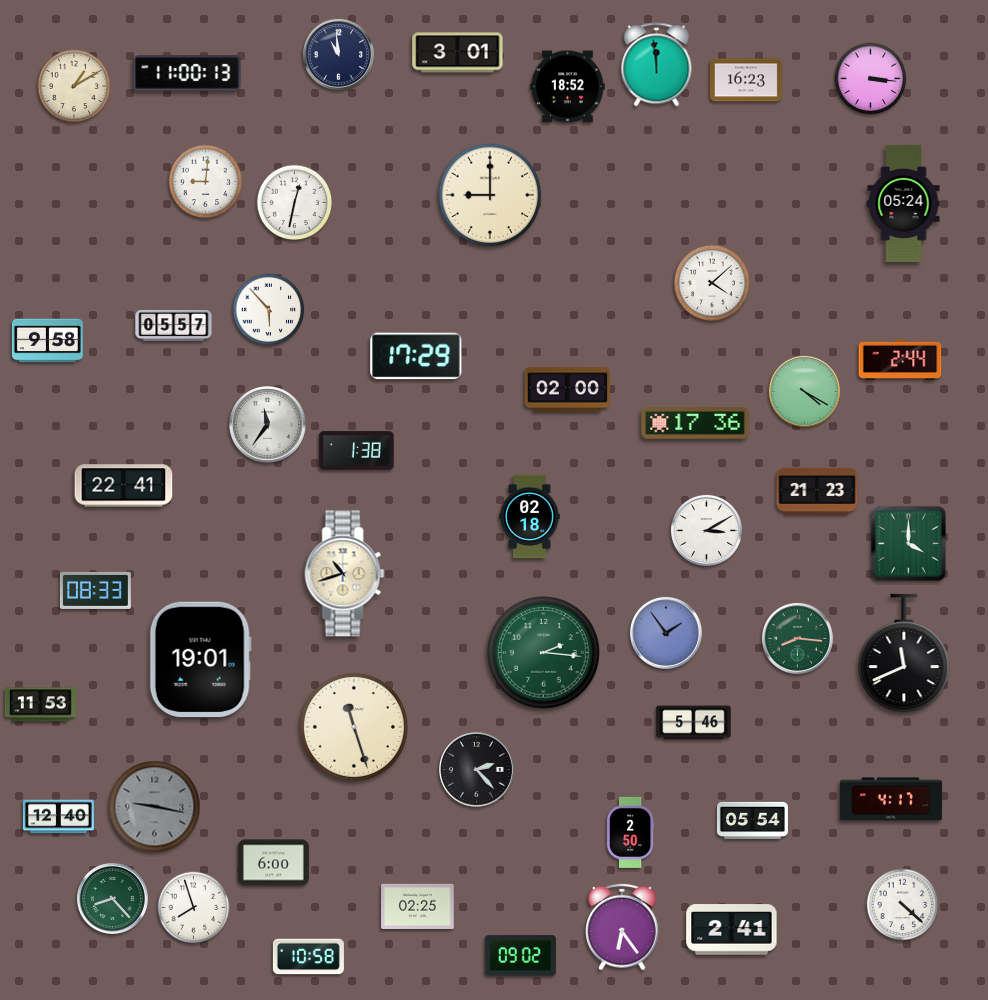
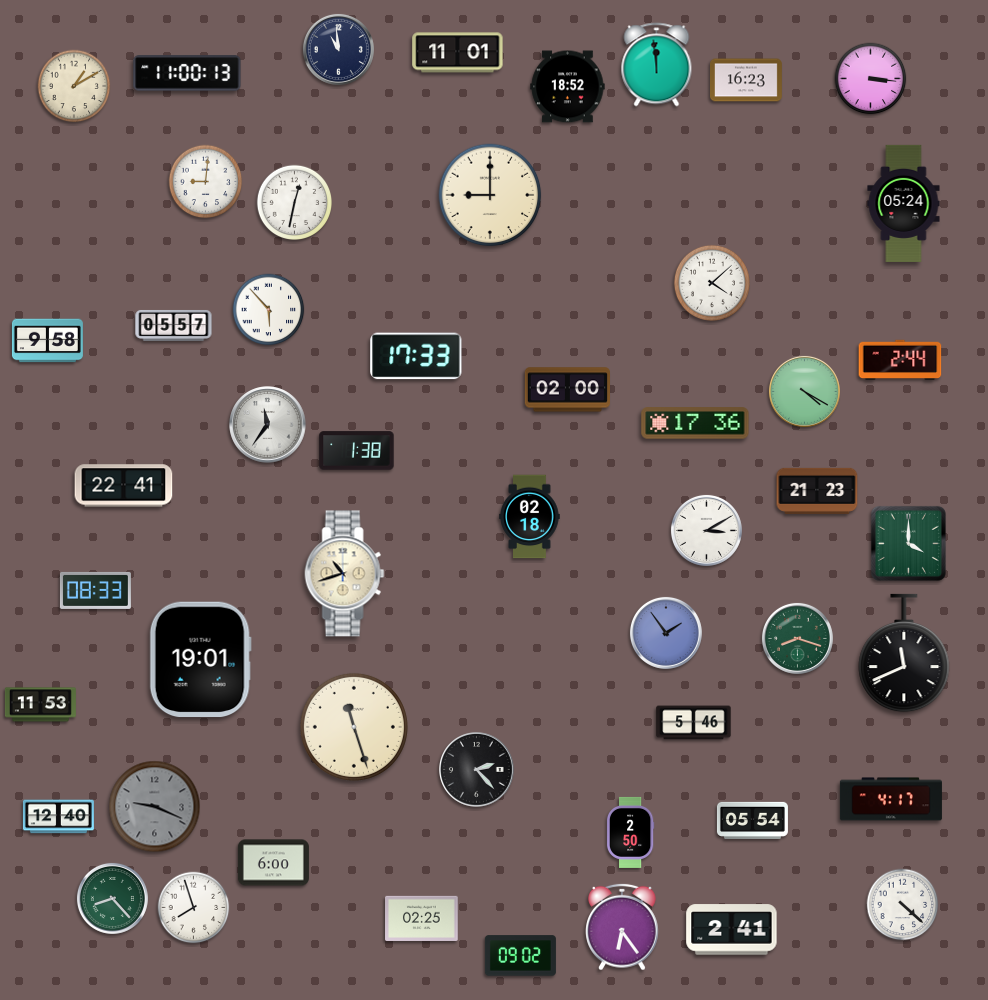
clock at (458, 53): 3:01 -> 11:01
clock at (338, 54) position: (338, 54) -> (338, 49)
clock at (416, 356): 17:29 -> 17:33
clock at (797, 638): 8:16 -> 8:18
clock at (544, 653): 2:16 -> none
clock at (155, 807): 9:17 -> 9:19
clock at (418, 906) position: (418, 906) -> (422, 918)
clock at (308, 957): 10:58 -> none
